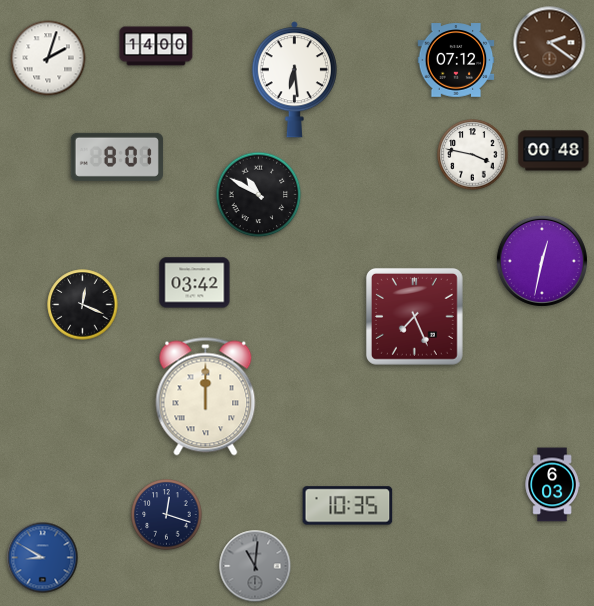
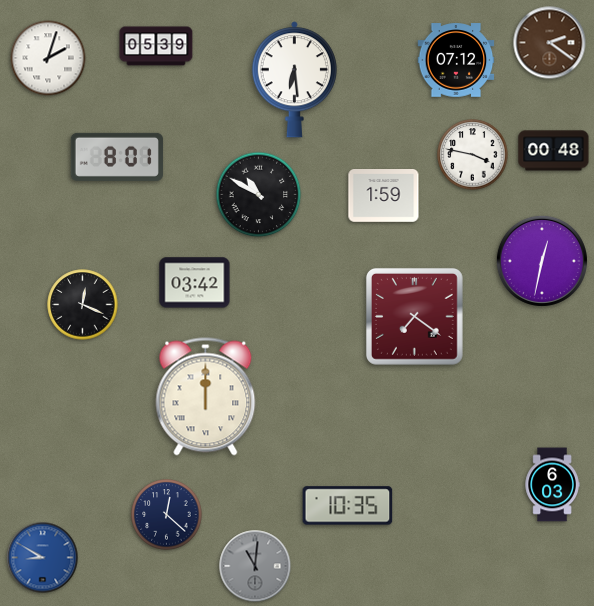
clock at (156, 46): 14:00 -> 05:39
clock at (384, 196): none -> 1:59
clock at (414, 316): 7:26 -> 7:21
clock at (167, 515): 12:18 -> 12:22
